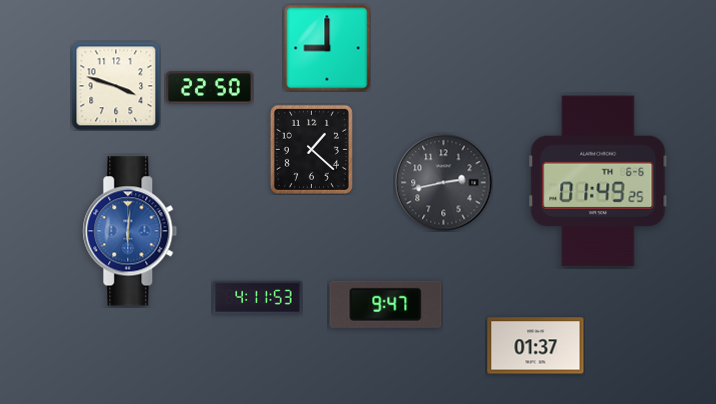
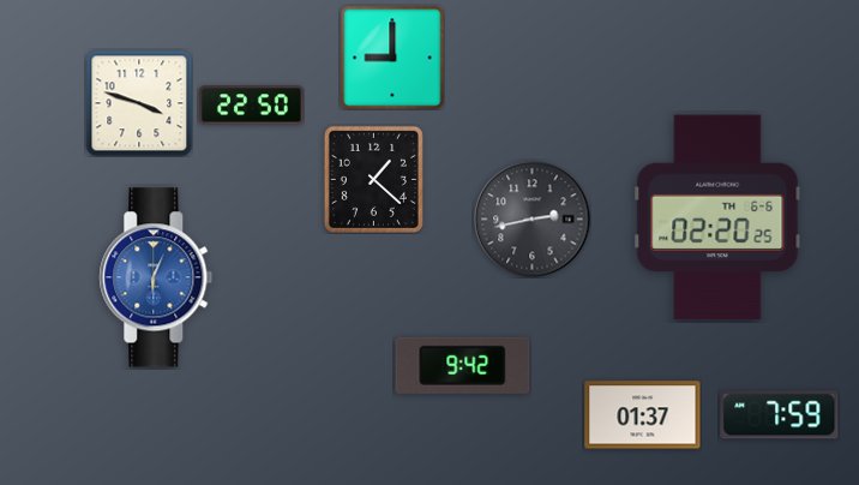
clock at (598, 181): 01:49 -> 02:20
clock at (130, 231): 6:01 -> 6:04
clock at (258, 297): 4:11 -> none
clock at (386, 304): 9:47 -> 9:42
clock at (780, 415): none -> 7:59
